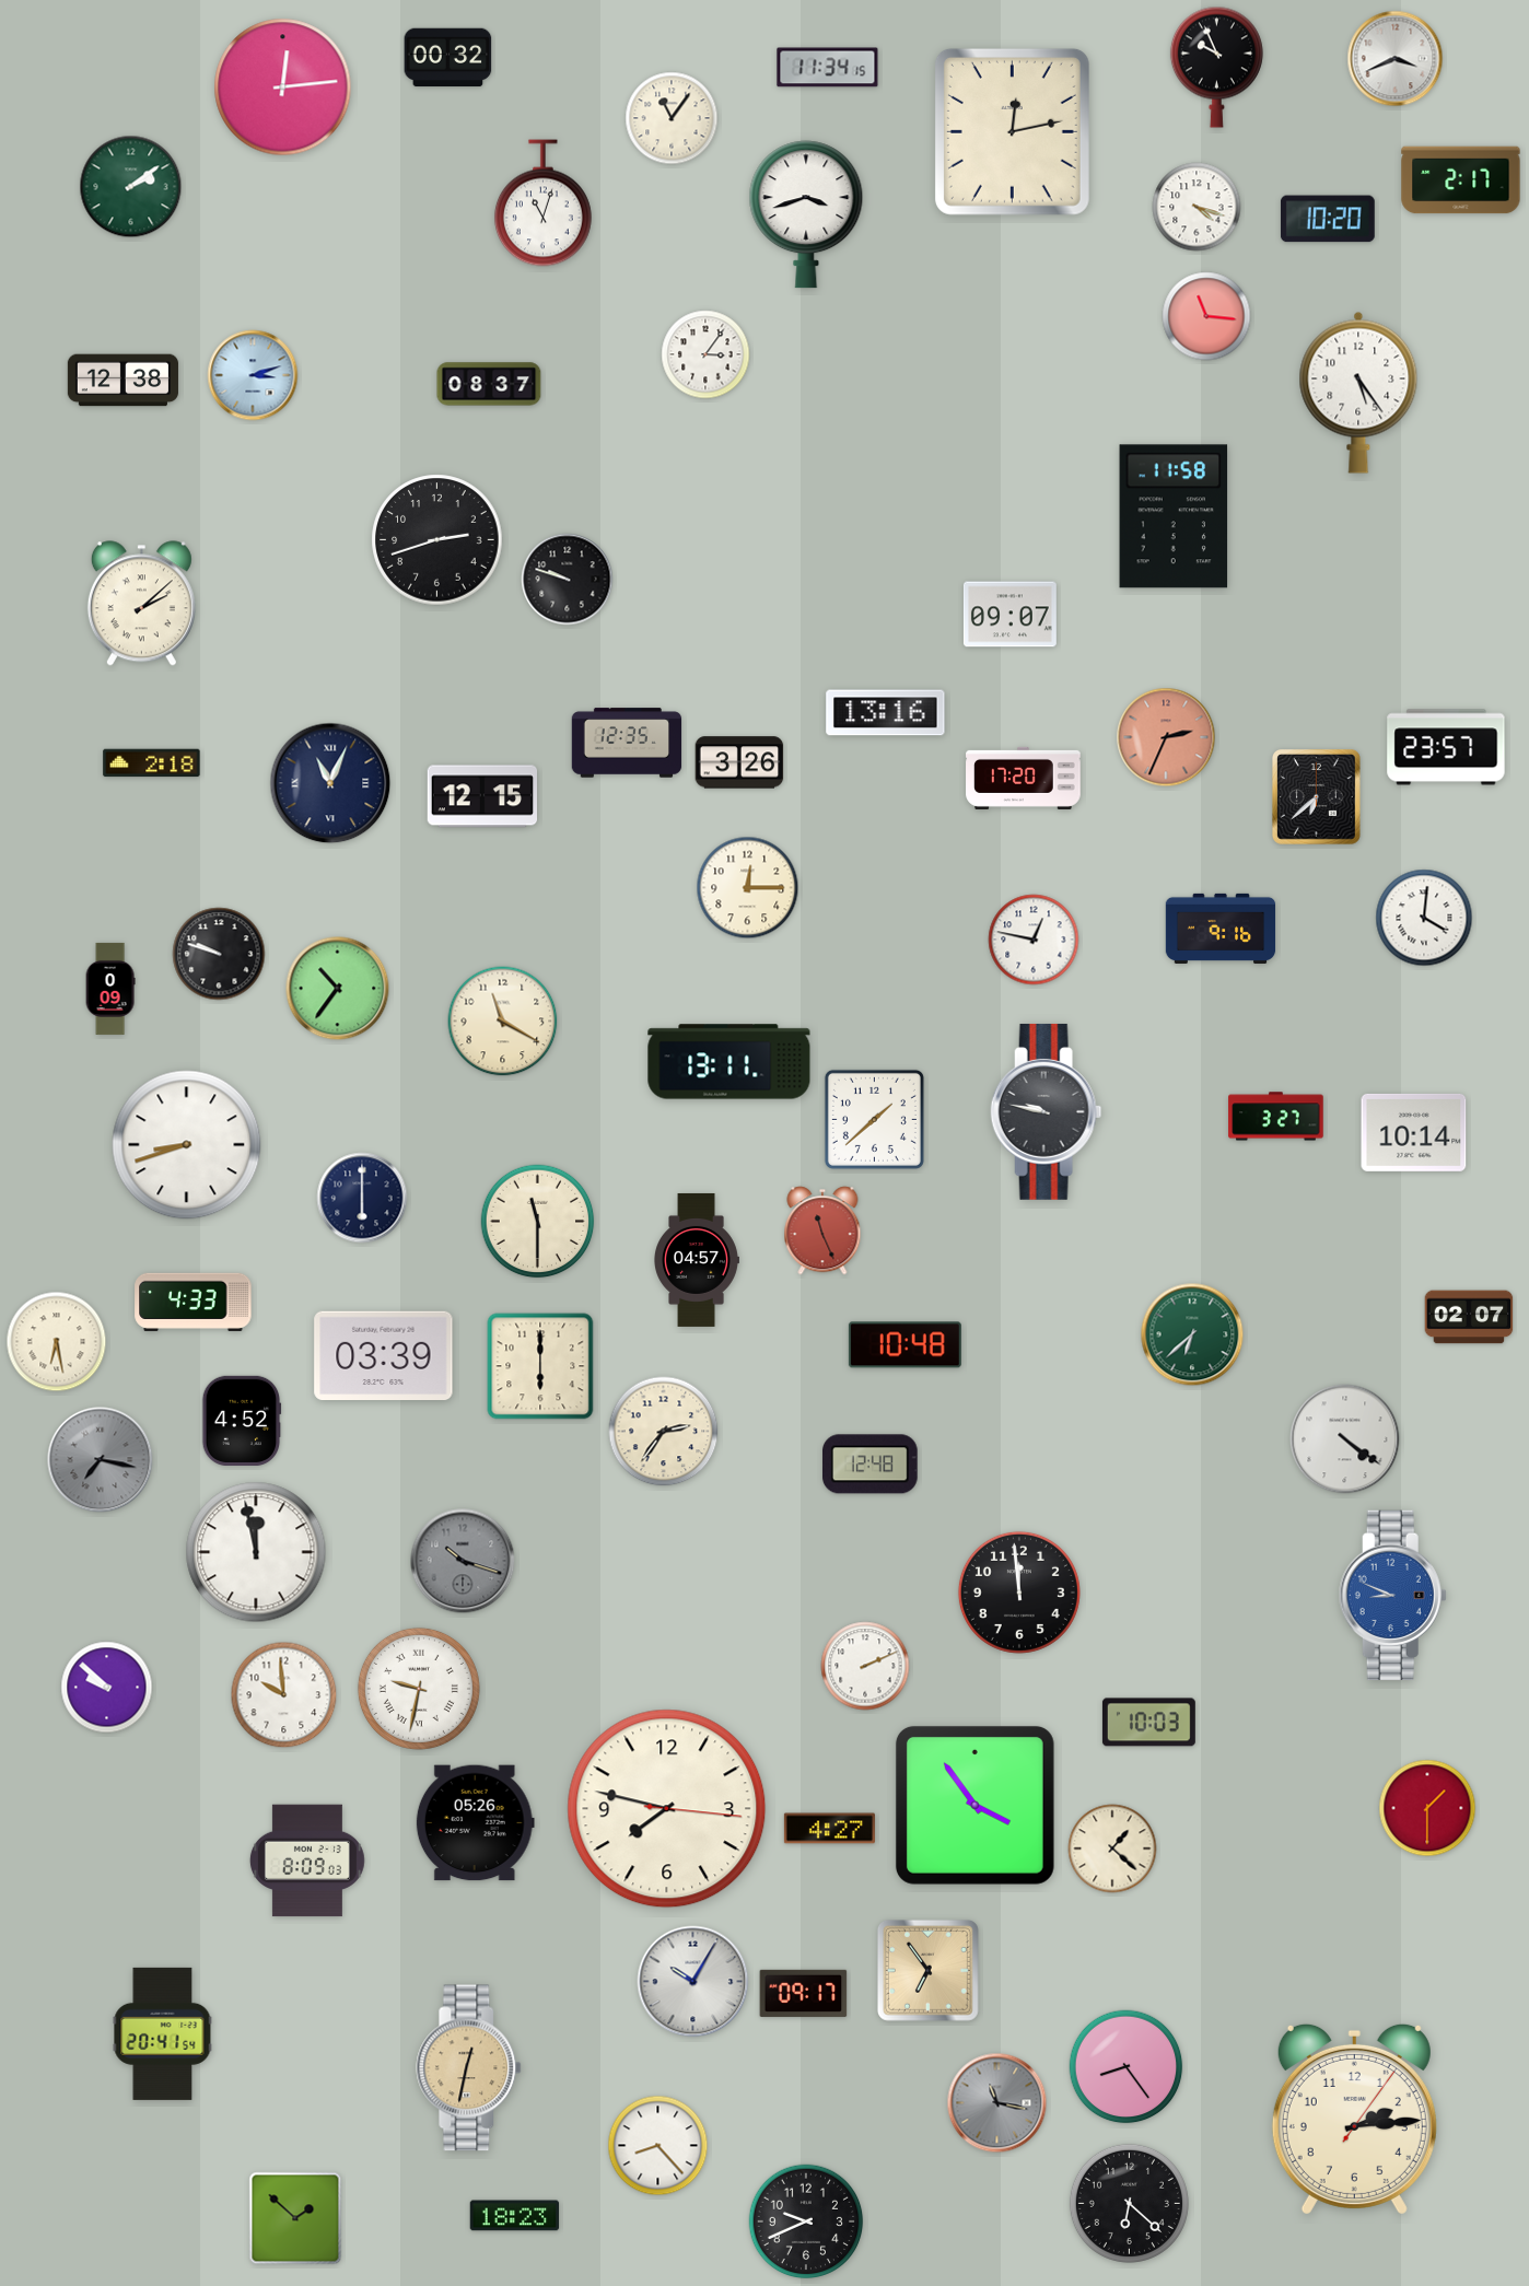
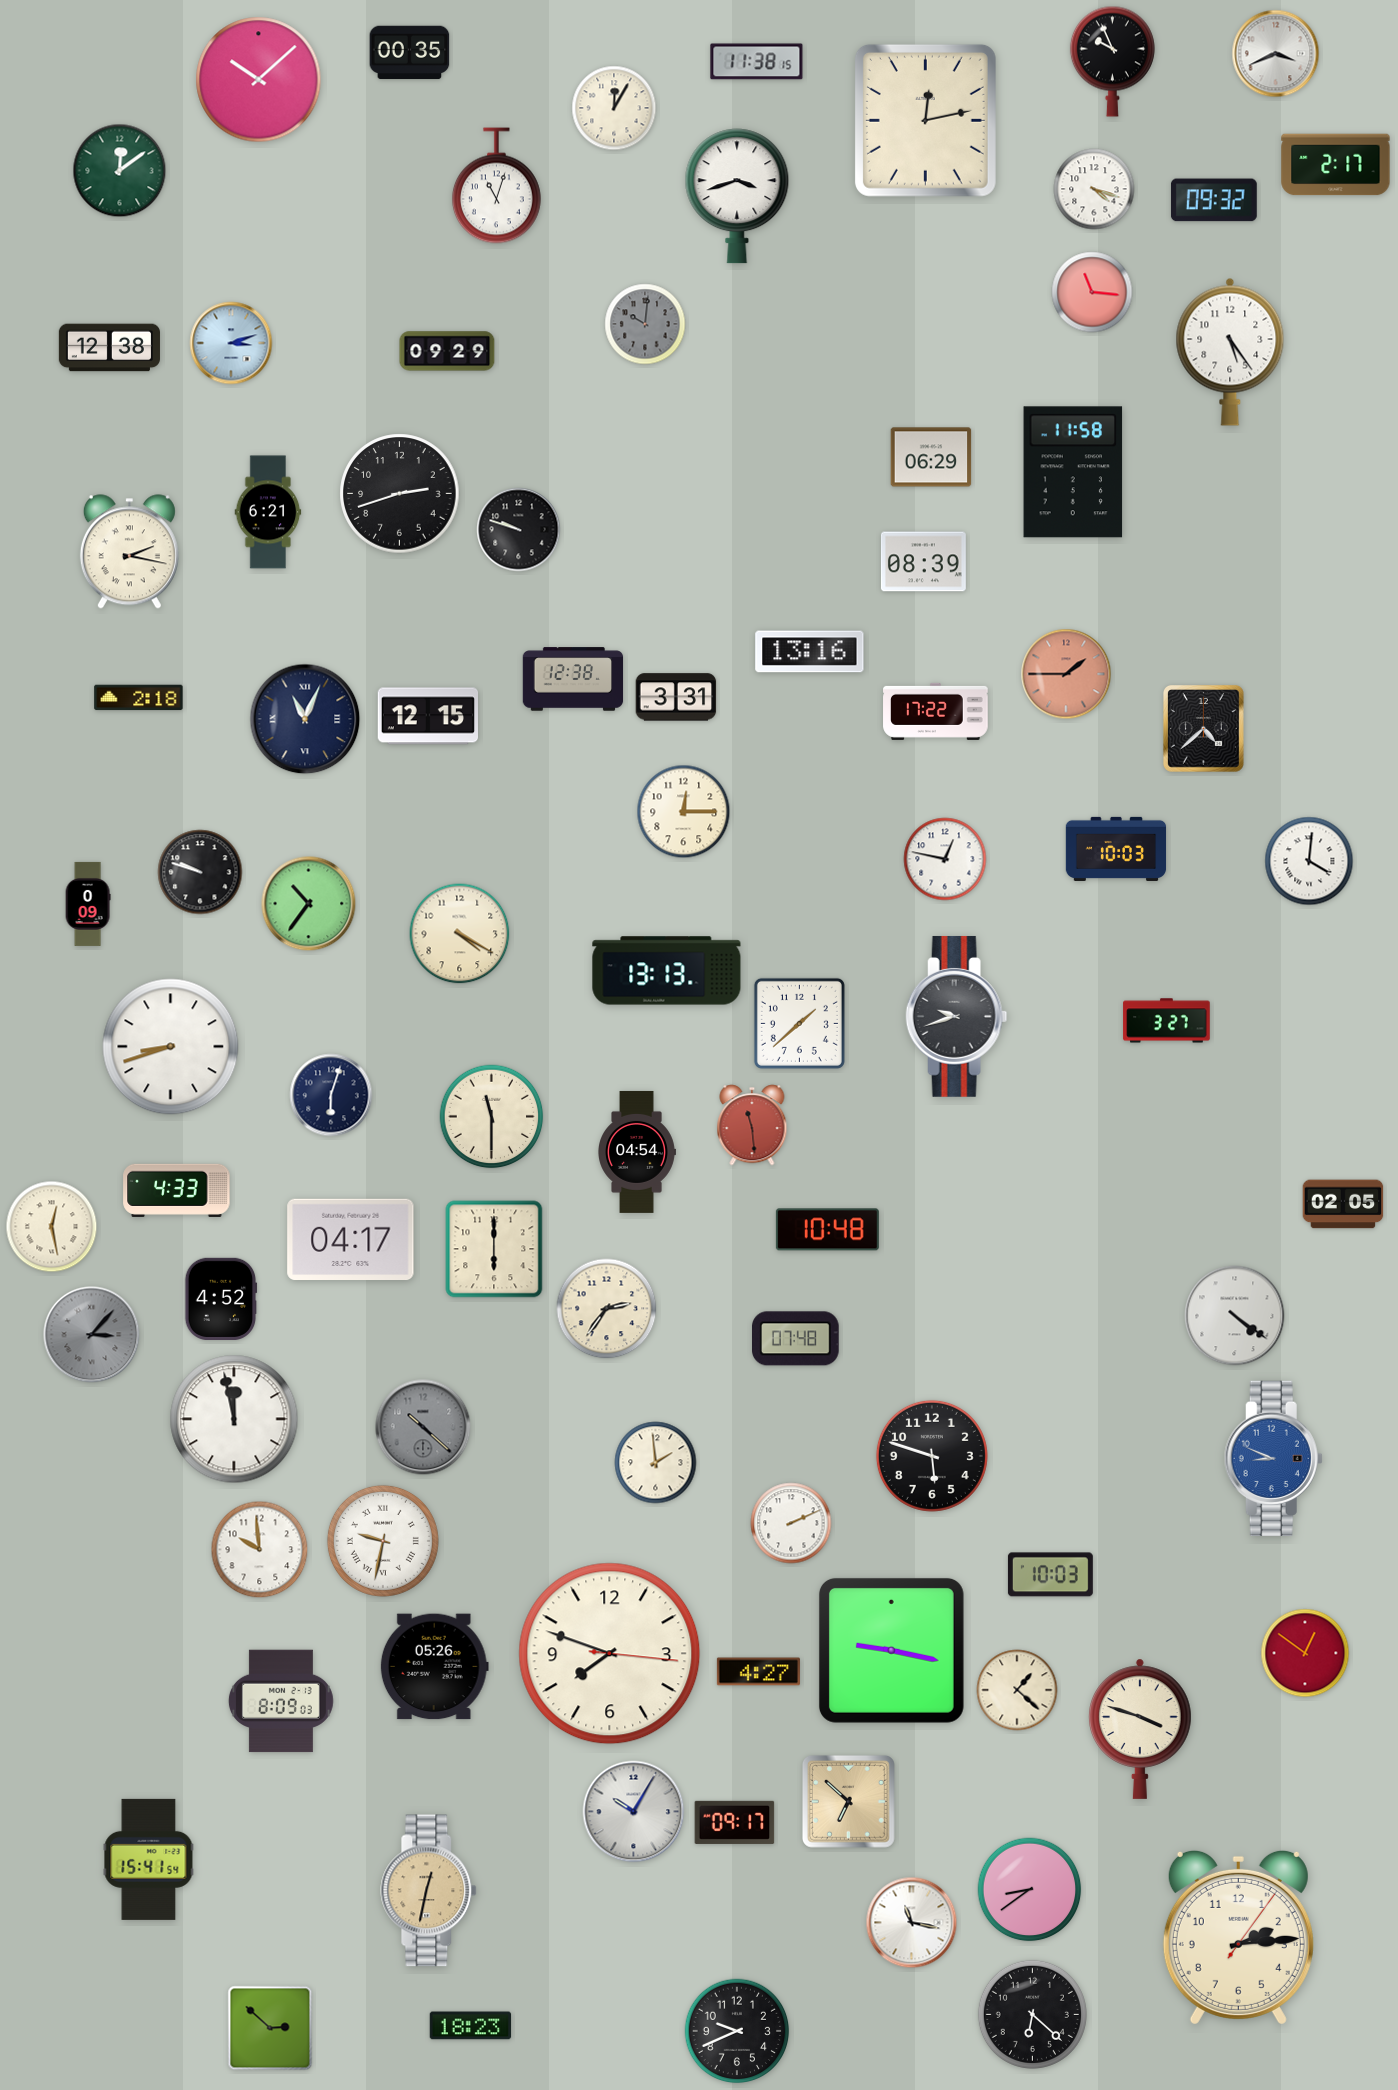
clock at (448, 58): 00:32 -> 00:35
clock at (828, 68): 11:34 -> 11:38
clock at (283, 88): 12:14 -> 10:08
clock at (672, 118): 11:06 -> 12:05
clock at (131, 187): 2:09 -> 12:09
clock at (1328, 219): 10:20 -> 09:32
clock at (1206, 316) position: (1206, 316) -> (1092, 292)
clock at (705, 354): 3:06 -> 10:01
clock at (705, 354) dial: white -> grey
clock at (122, 381) position: (122, 381) -> (109, 348)
clock at (489, 384): 08:37 -> 09:29
clock at (1358, 393) position: (1358, 393) -> (1230, 352)
clock at (931, 457): none -> 06:29
clock at (268, 512): none -> 6:21
clock at (141, 604): 2:08 -> 2:17
clock at (1009, 615): 09:07 -> 08:39
clock at (1166, 737): 2:34 -> 1:45
clock at (627, 743): 12:35 -> 12:38
clock at (1446, 747): 23:57 -> none
clock at (739, 762): 3:26 -> 3:31
clock at (1024, 778): 17:20 -> 17:22
clock at (330, 783) position: (330, 783) -> (305, 719)
clock at (481, 796) position: (481, 796) -> (427, 716)
clock at (1316, 796): 6:38 -> 4:38
clock at (1424, 918) position: (1424, 918) -> (1309, 861)
clock at (1221, 929): 9:16 -> 10:03
clock at (110, 989) position: (110, 989) -> (88, 904)
clock at (503, 1022): 11:20 -> 4:20
clock at (730, 1062): 13:11 -> 13:13
clock at (1047, 1111): 9:47 -> 9:42
clock at (1414, 1132): 10:14 -> none
clock at (362, 1198): 6:00 -> 6:03
clock at (822, 1231): 11:26 -> 11:29
clock at (697, 1260): 04:57 -> 04:54
clock at (1469, 1317): 02:07 -> 02:05
clock at (1192, 1334): 6:38 -> none
clock at (57, 1342): 6:28 -> 12:28
clock at (384, 1356): 03:39 -> 04:17
clock at (1345, 1439) position: (1345, 1439) -> (1235, 1316)
clock at (101, 1460): 7:17 -> 3:07
clock at (871, 1465): 12:48 -> 07:48
clock at (463, 1561): 10:18 -> 10:22
clock at (1019, 1593): 11:59 -> 5:48
clock at (656, 1463): none -> 1:59
clock at (107, 1688): 9:52 -> none
clock at (419, 1689) position: (419, 1689) -> (383, 1541)
clock at (974, 1805): 3:54 -> 9:17
clock at (1427, 1808): 1:30 -> 12:51
clock at (667, 1809): 7:47 -> 7:48
clock at (1141, 1729): none -> 3:48
clock at (927, 1970): 6:54 -> 6:52
clock at (163, 2033): 20:41 -> 15:41
clock at (1127, 2067): 8:24 -> 8:39
clock at (997, 2103) dial: grey -> white
clock at (658, 2146): 8:23 -> none
clock at (295, 2218): 1:52 -> 2:52
